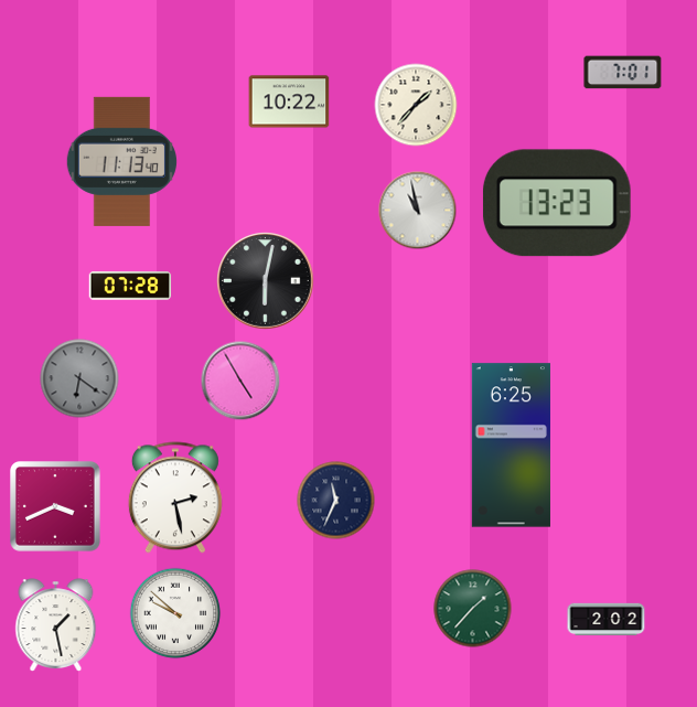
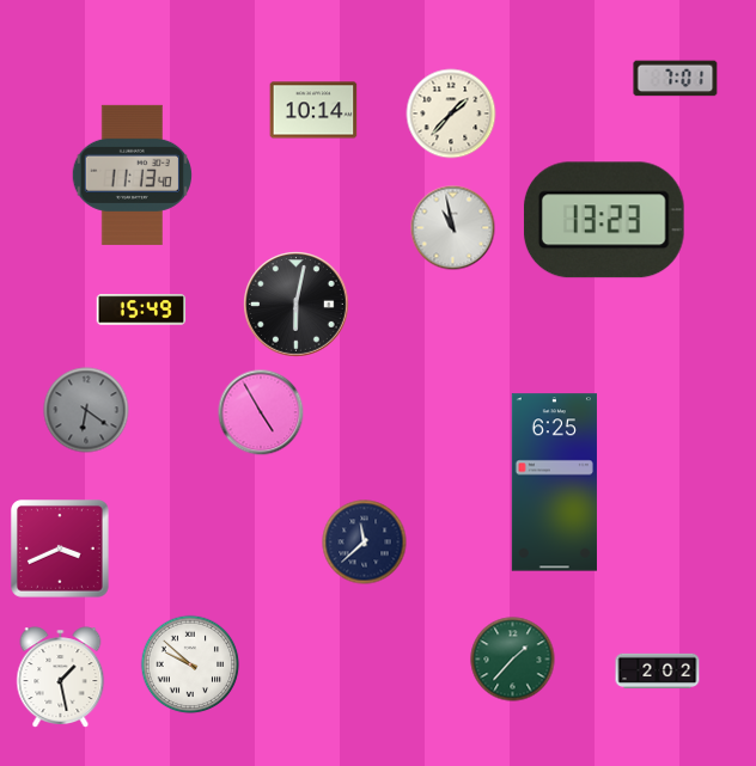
clock at (289, 101): 10:22 -> 10:14
clock at (266, 281) position: (266, 281) -> (297, 305)
clock at (130, 286): 07:28 -> 15:49
clock at (175, 497): 2:28 -> none
clock at (336, 501): 11:34 -> 11:38
